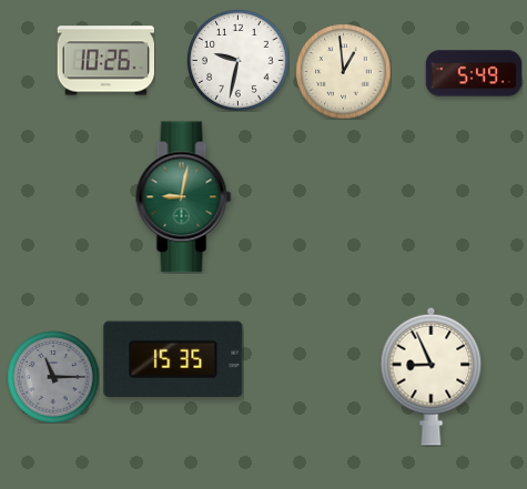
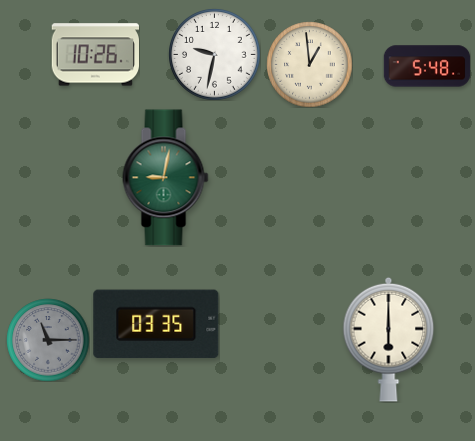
clock at (474, 73): 5:49 -> 5:48
clock at (173, 359): 15:35 -> 03:35
clock at (432, 376): 8:56 -> 6:00
